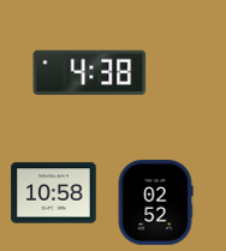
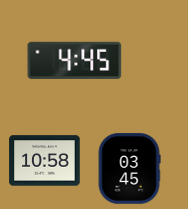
clock at (90, 72): 4:38 -> 4:45
clock at (155, 203): 02:52 -> 03:45
